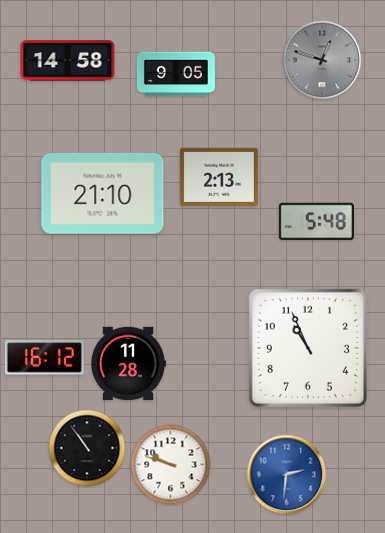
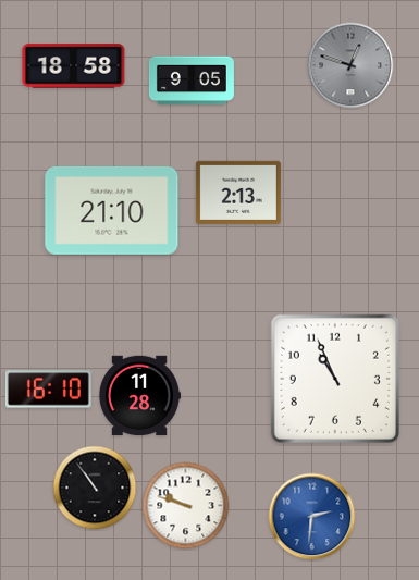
clock at (68, 61): 14:58 -> 18:58
clock at (316, 222): 5:48 -> none
clock at (44, 358): 16:12 -> 16:10
